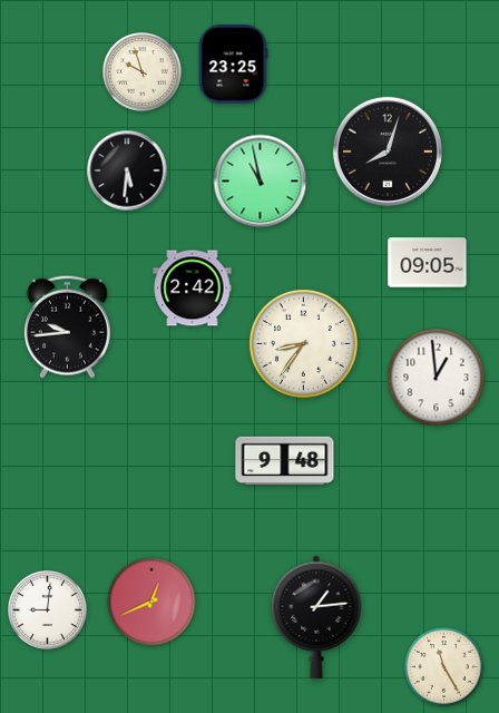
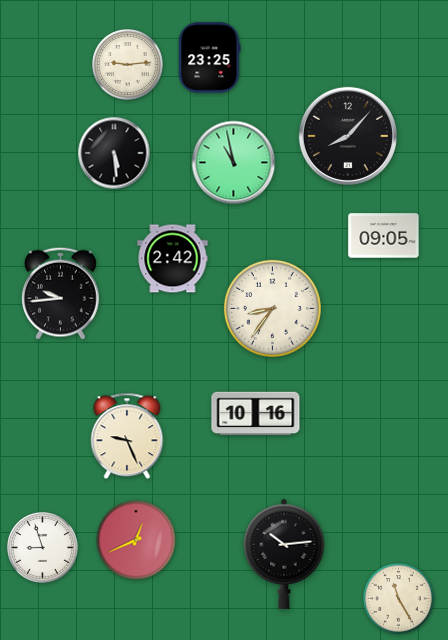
clock at (143, 72): 9:57 -> 9:14
clock at (388, 152): 8:03 -> 8:07
clock at (127, 170): 5:31 -> 5:29
clock at (437, 378): 12:59 -> none
clock at (285, 461): 9:48 -> 10:16
clock at (127, 436): none -> 9:26
clock at (48, 611): 9:01 -> 8:57
clock at (316, 617): 1:14 -> 10:14
